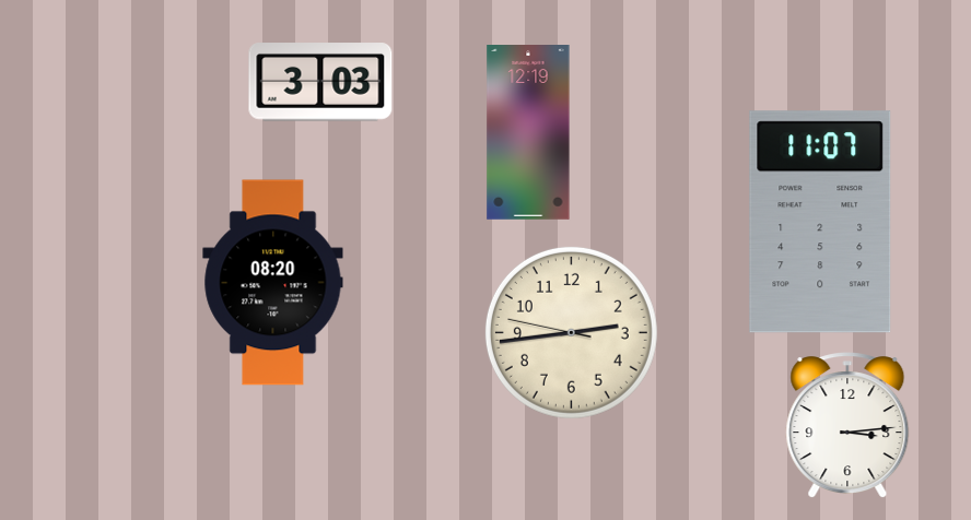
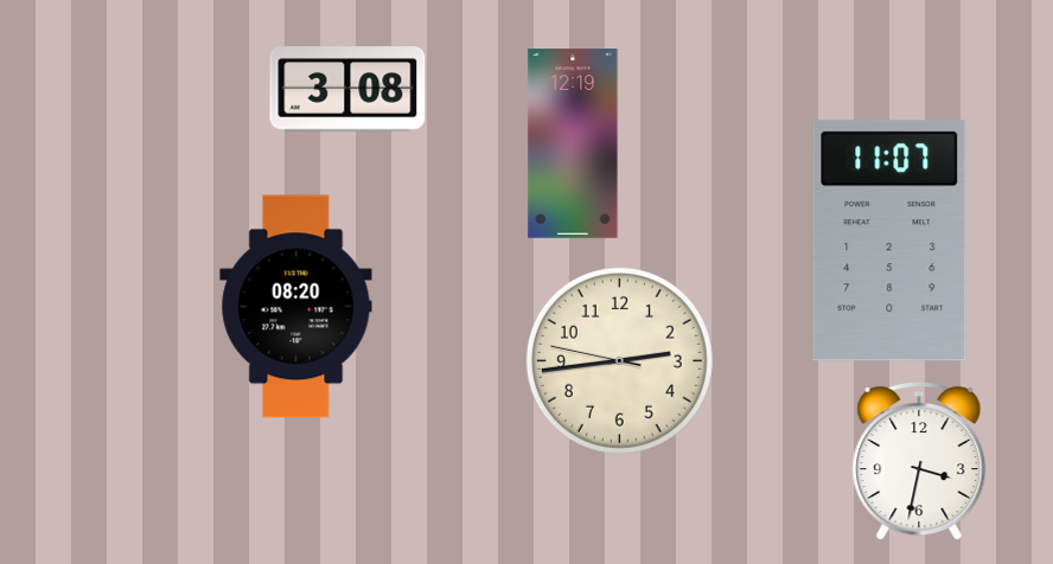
clock at (320, 82): 3:03 -> 3:08
clock at (847, 426): 3:14 -> 3:32
